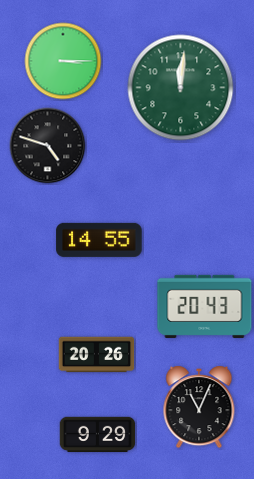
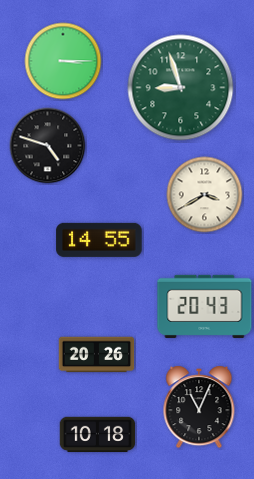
clock at (181, 88): 12:01 -> 8:57
clock at (205, 195): none -> 3:40
clock at (98, 435): 9:29 -> 10:18
